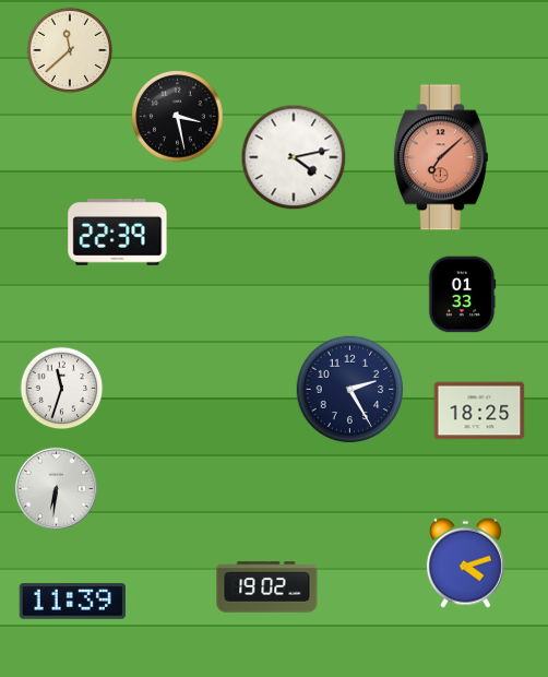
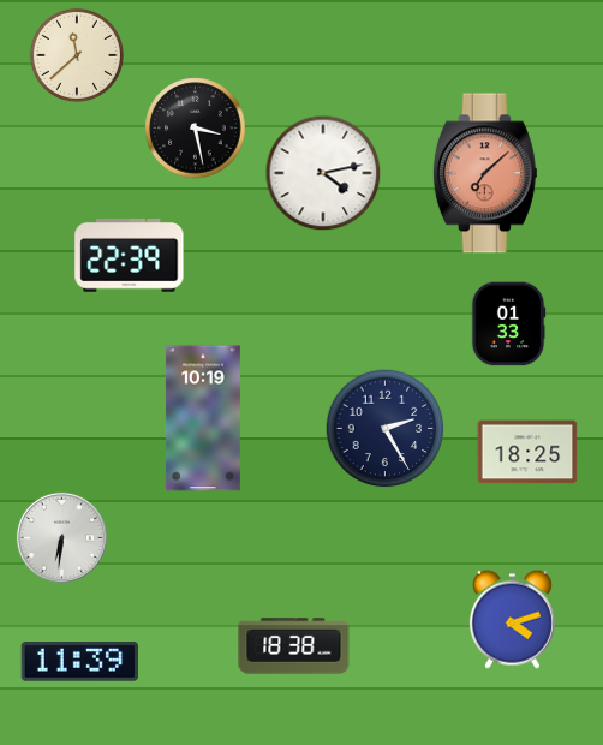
clock at (203, 418): none -> 10:19
clock at (62, 389): 11:33 -> none
clock at (267, 587): 19:02 -> 18:38
